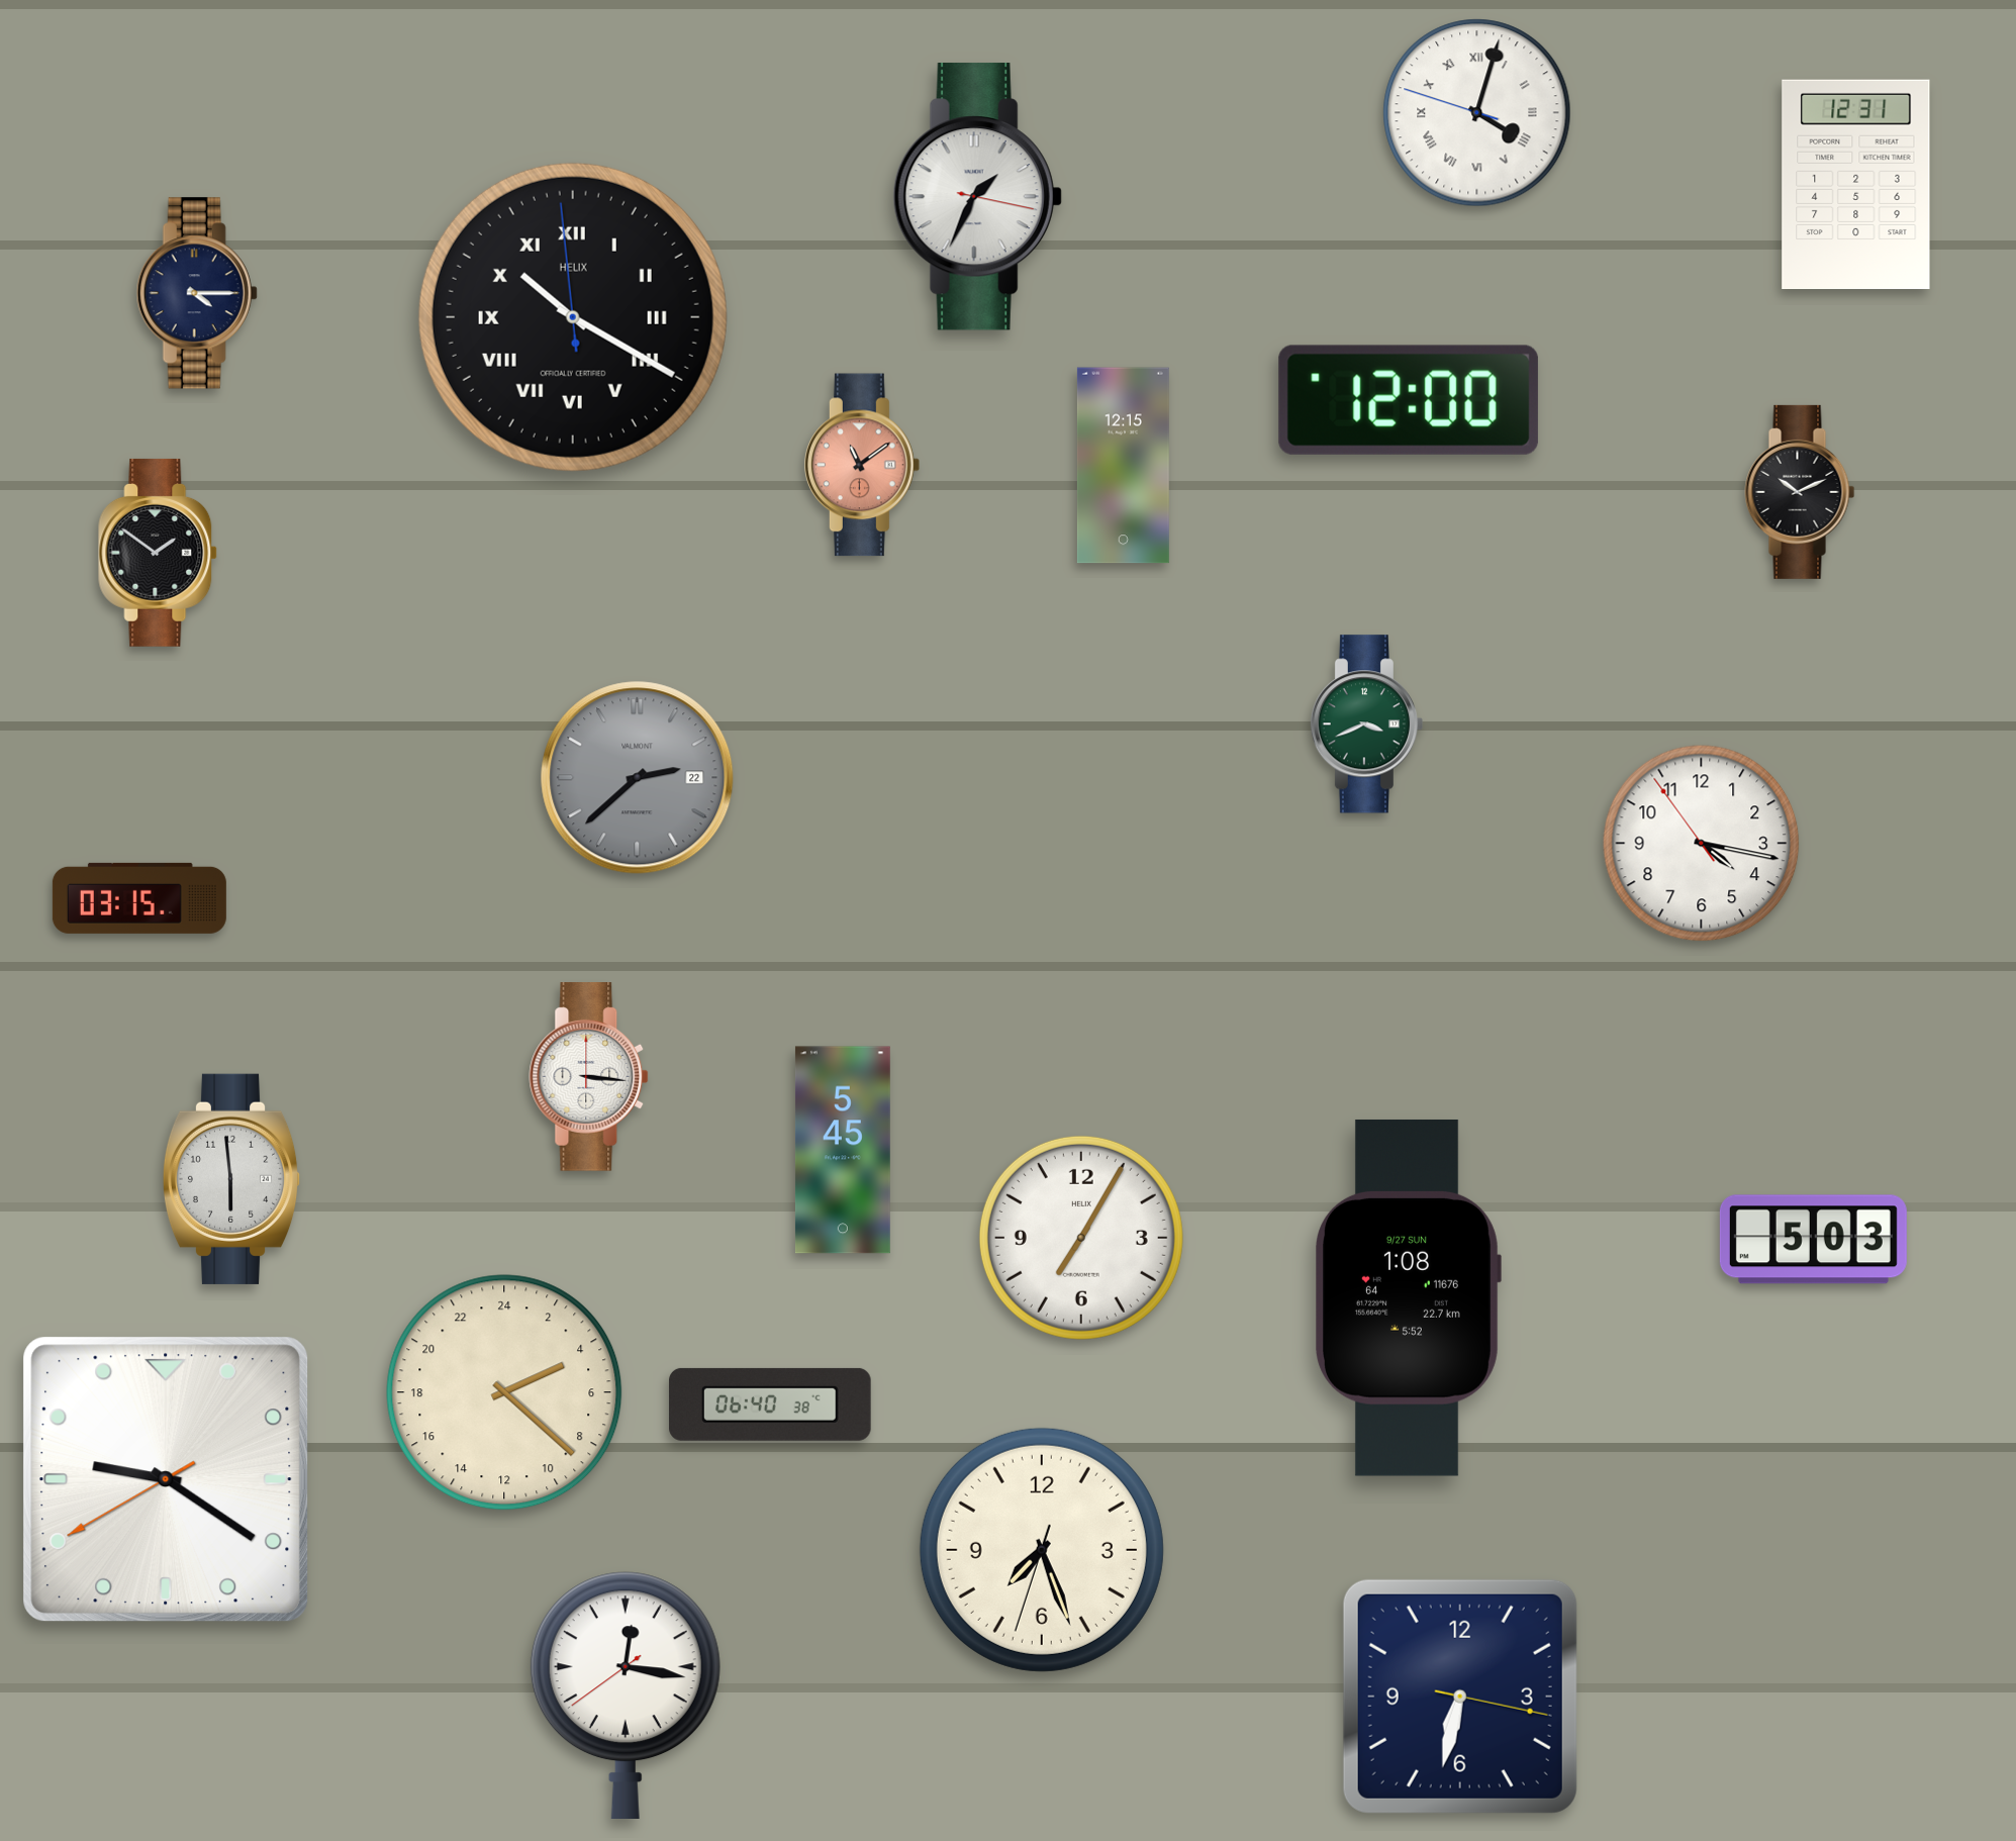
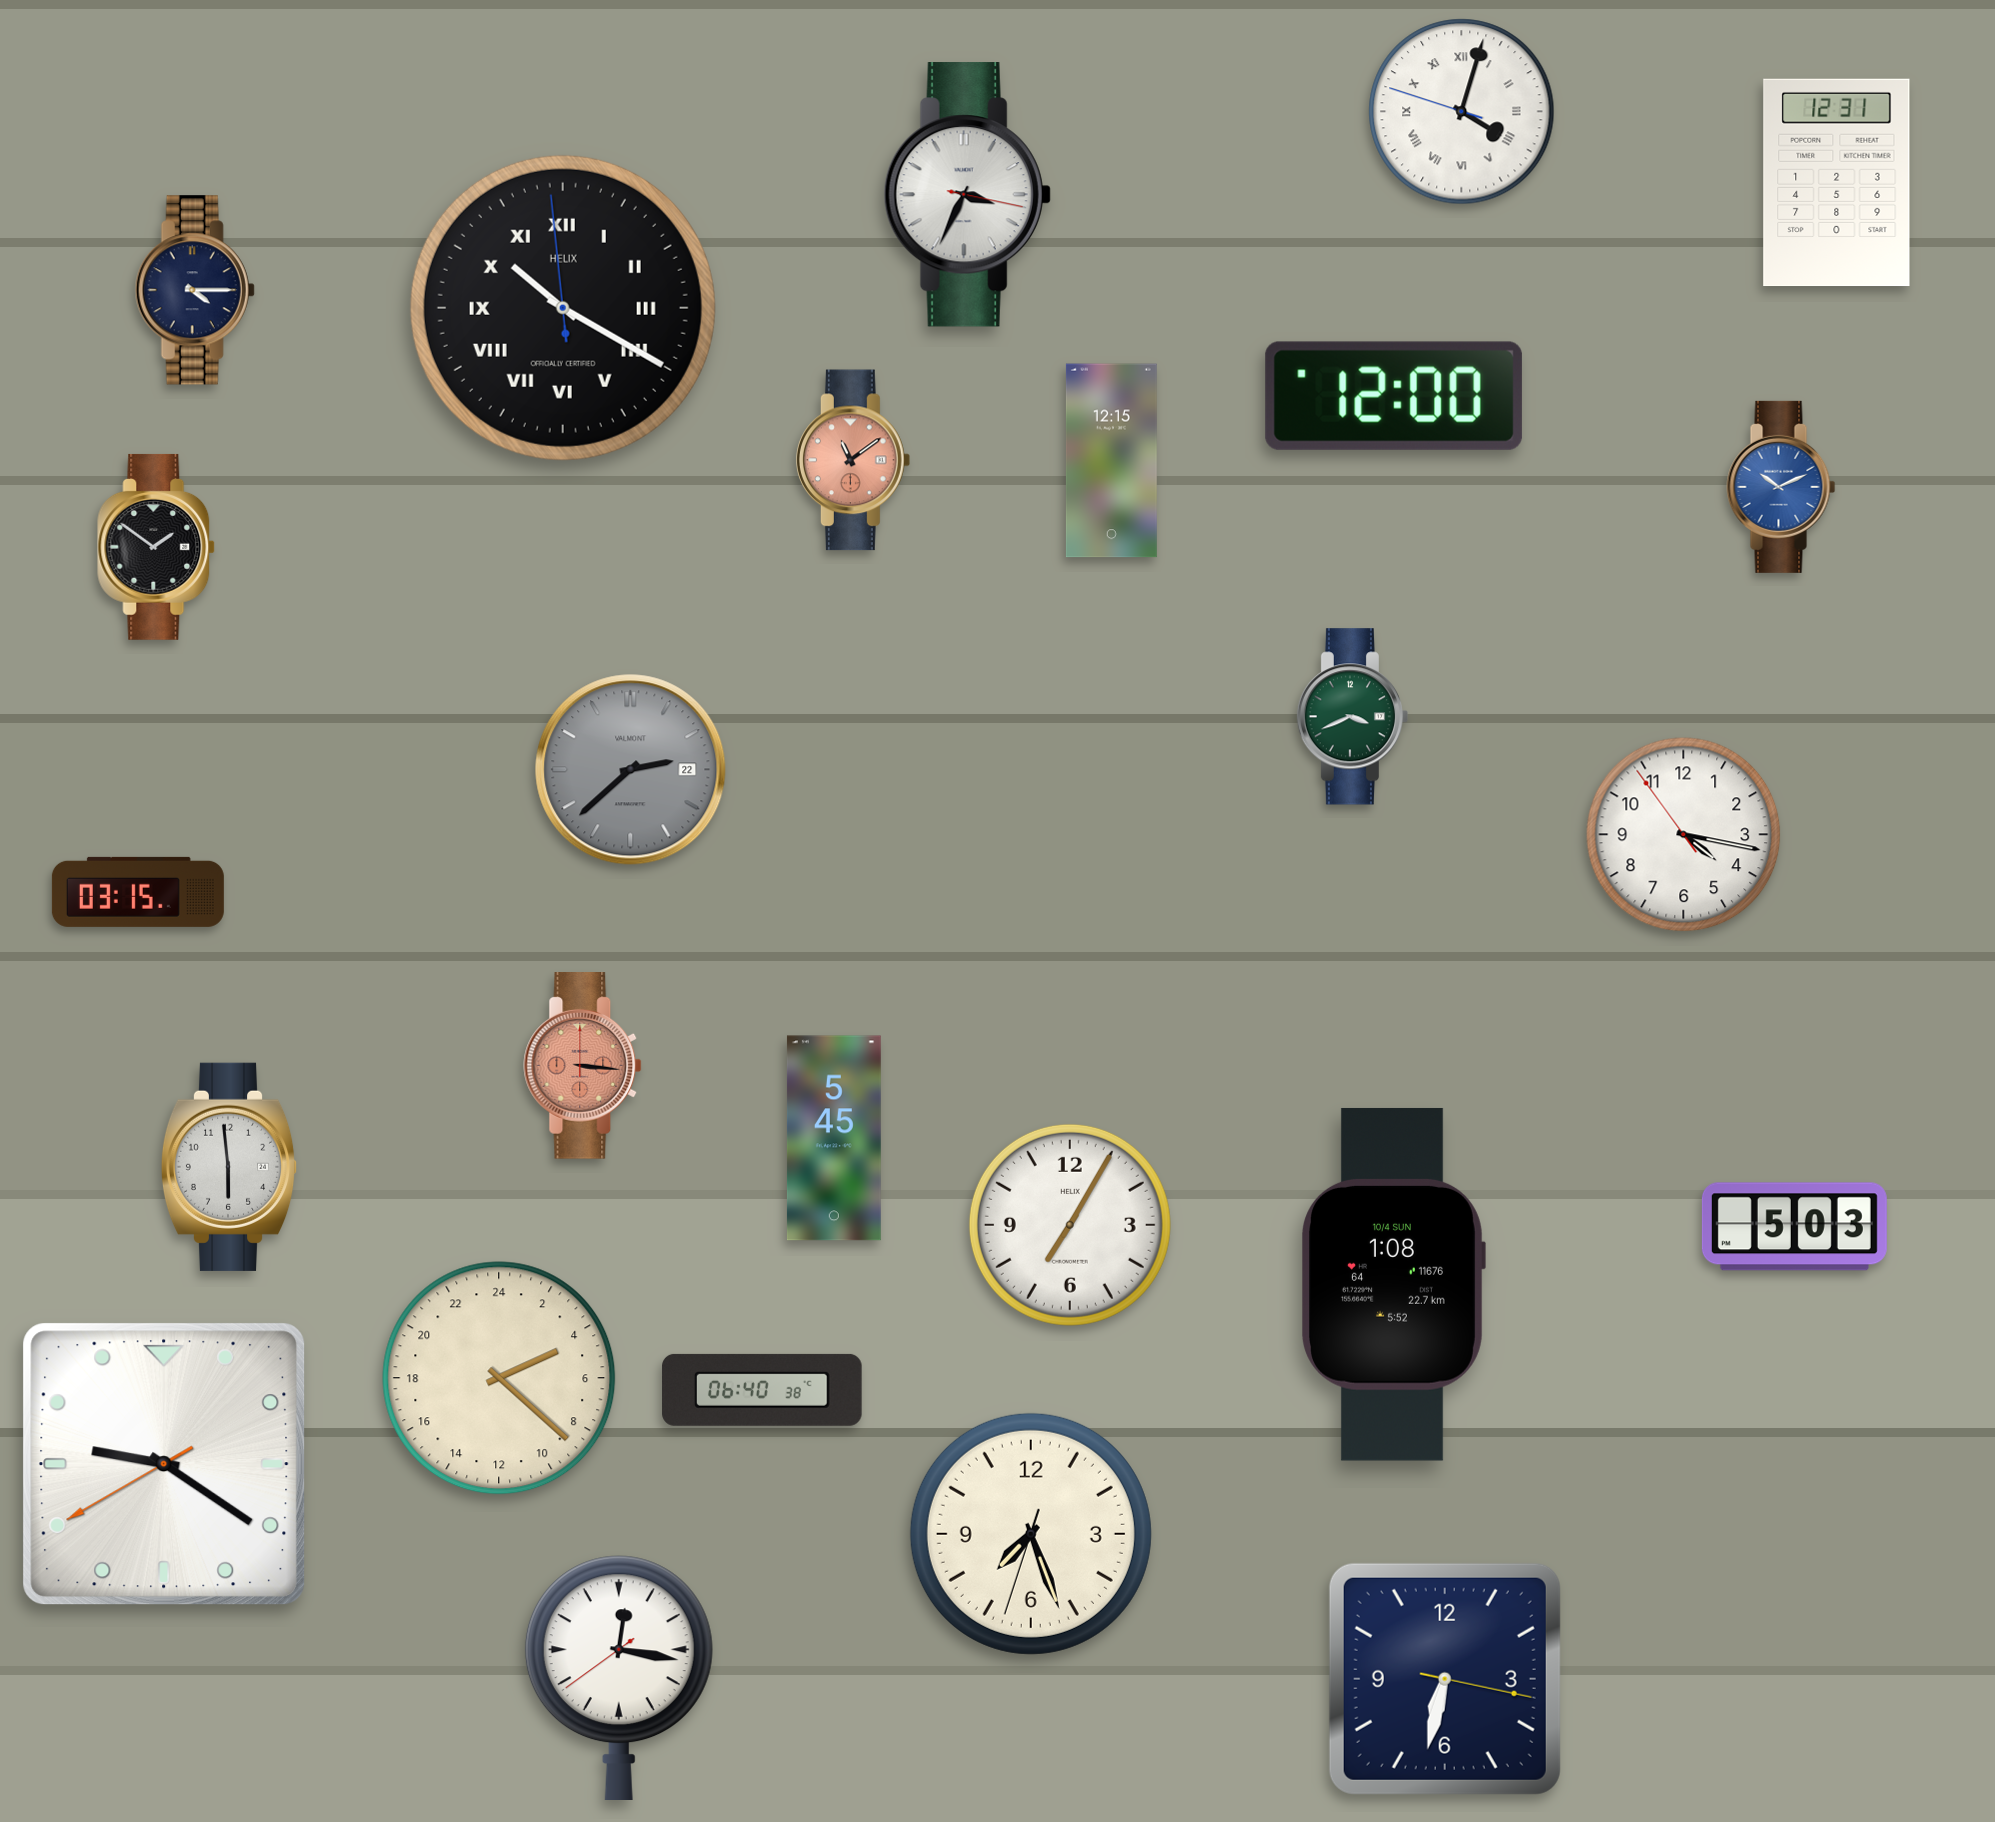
clock at (977, 197): 1:34 -> 3:34
clock at (573, 317) position: (573, 317) -> (563, 308)
clock at (1800, 492) dial: black -> blue
clock at (139, 898) position: (139, 898) -> (138, 892)
clock at (589, 1077) dial: white -> salmon
clock at (1408, 1297) date: 9/27 SUN -> 10/4 SUN
